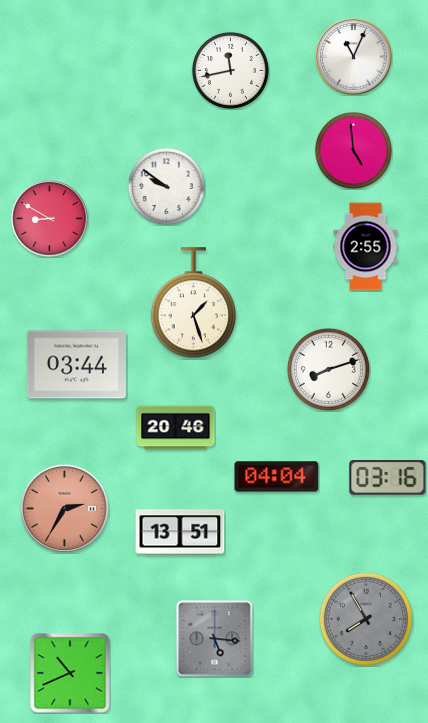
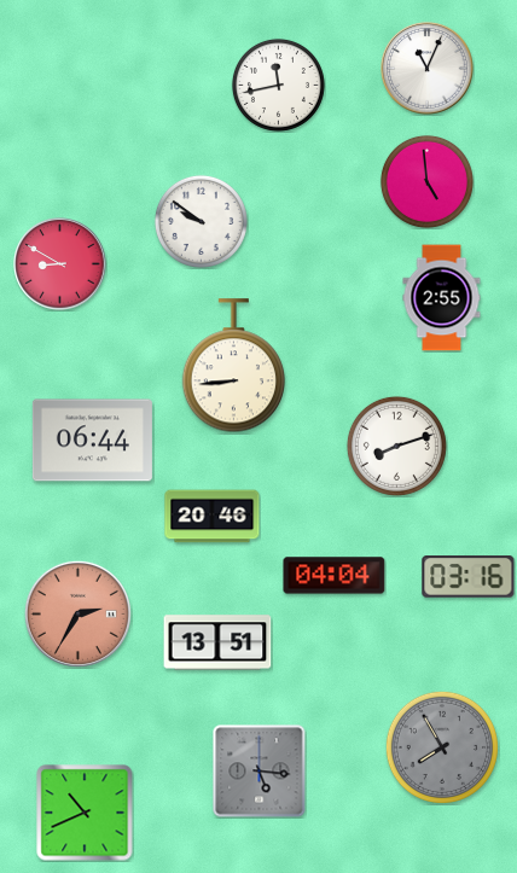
clock at (166, 186) position: (166, 186) -> (201, 221)
clock at (194, 303): 1:27 -> 8:44
clock at (76, 365): 03:44 -> 06:44
